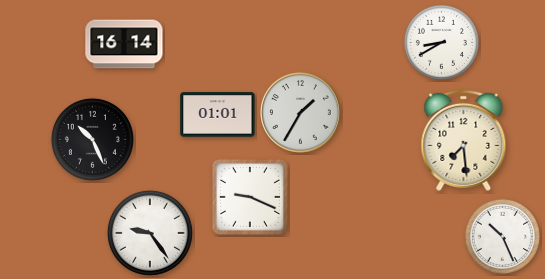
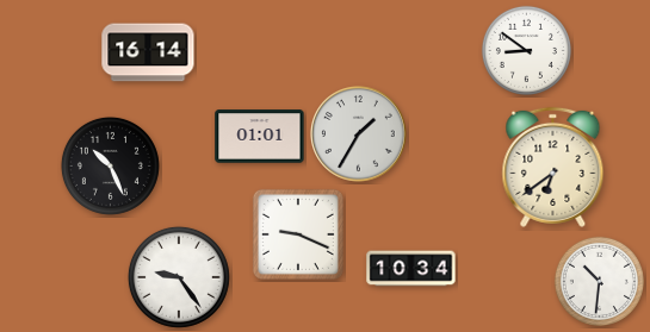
clock at (441, 42): 8:40 -> 8:51
clock at (464, 140): 7:29 -> 6:39
clock at (411, 269): none -> 10:34
clock at (502, 236): 10:26 -> 10:31
